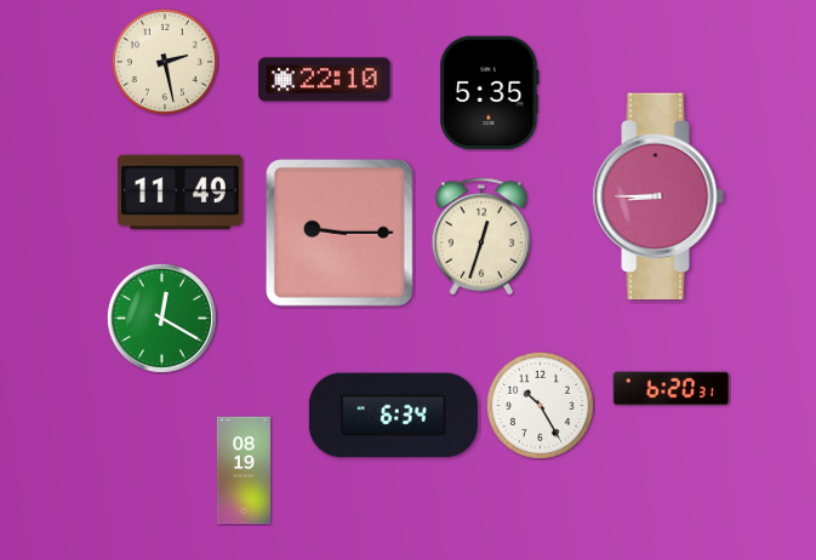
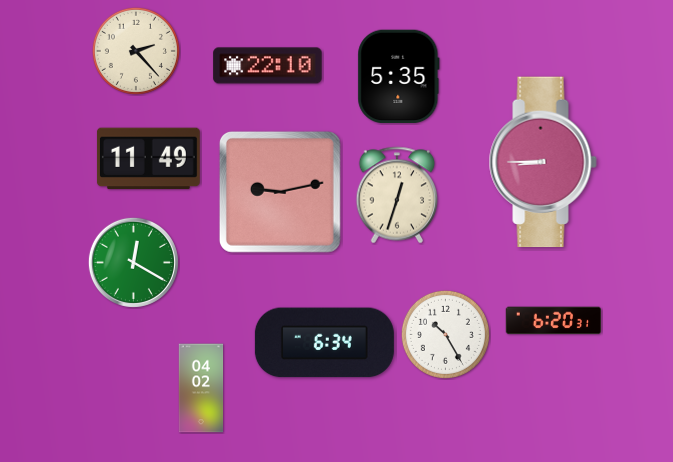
clock at (165, 62): 2:28 -> 2:23
clock at (490, 93) position: (490, 93) -> (399, 77)
clock at (339, 233): 9:15 -> 9:13
clock at (244, 470): 08:19 -> 04:02
